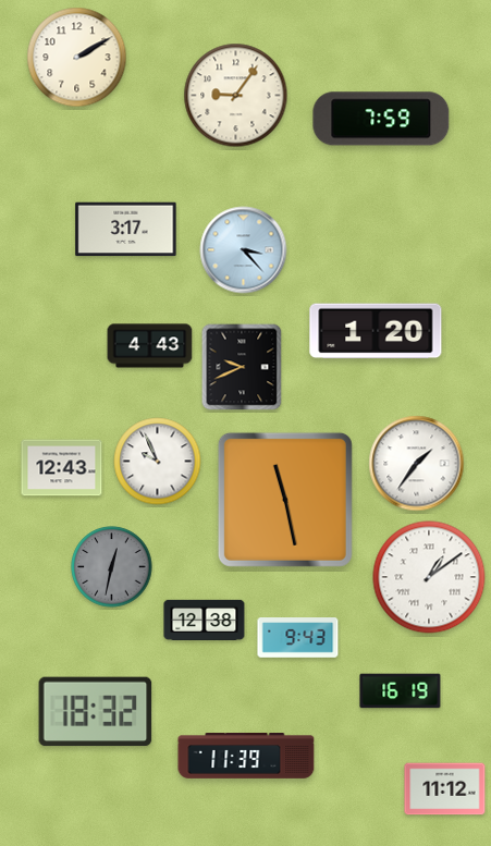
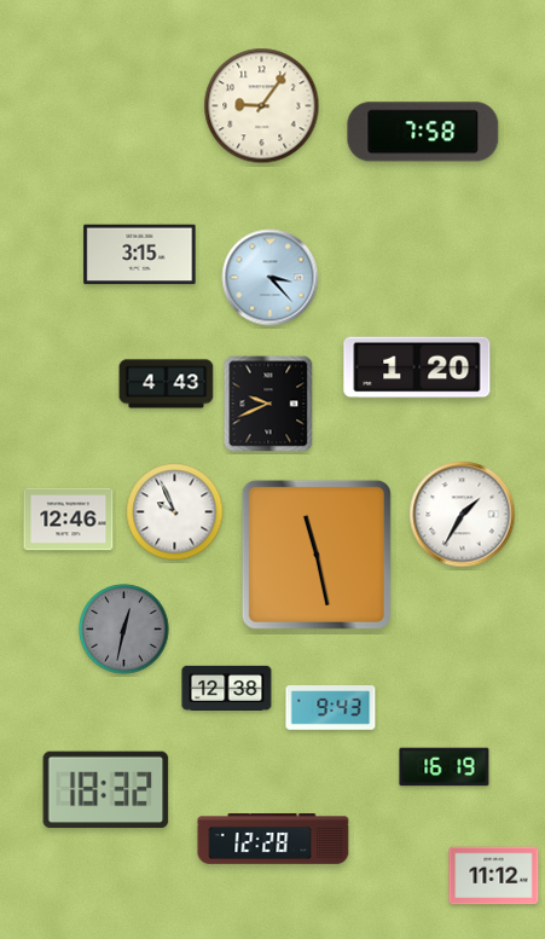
clock at (77, 58): 2:10 -> none
clock at (381, 119): 7:59 -> 7:58
clock at (126, 230): 3:17 -> 3:15
clock at (242, 367) position: (242, 367) -> (268, 404)
clock at (417, 464): 1:36 -> 1:35
clock at (62, 468): 12:43 -> 12:46
clock at (429, 577): 1:09 -> none
clock at (246, 757): 11:39 -> 12:28
